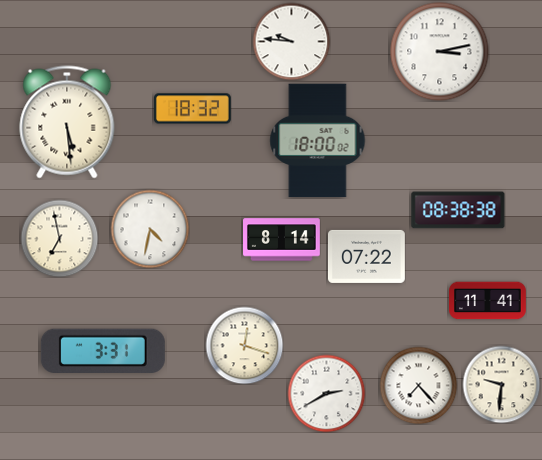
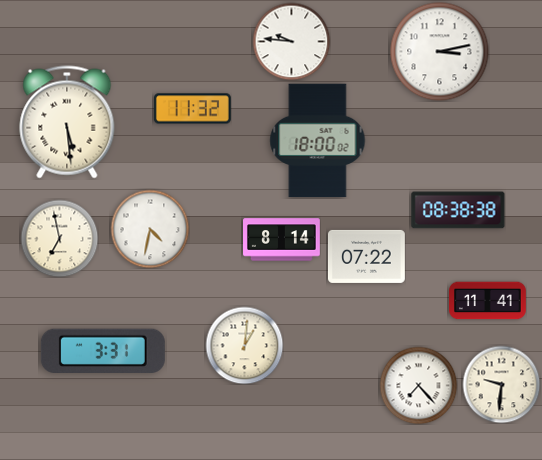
clock at (193, 109): 18:32 -> 11:32
clock at (244, 345): 12:18 -> 1:01
clock at (326, 393): 2:40 -> none
